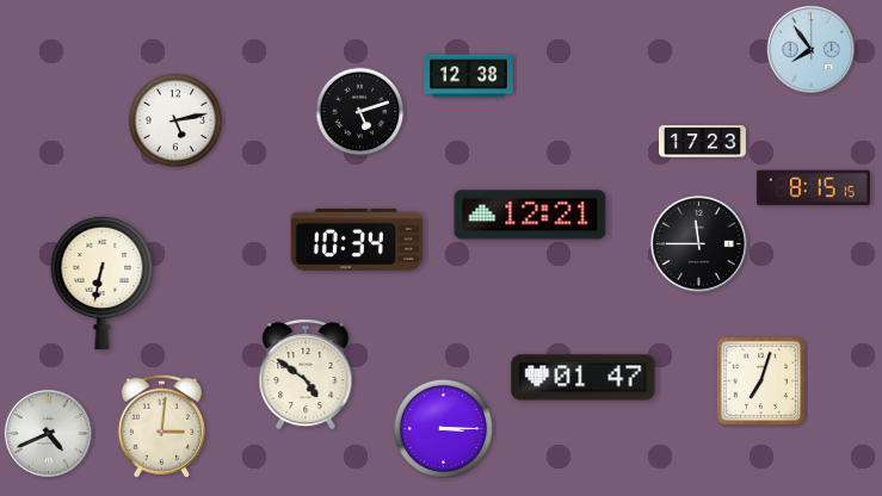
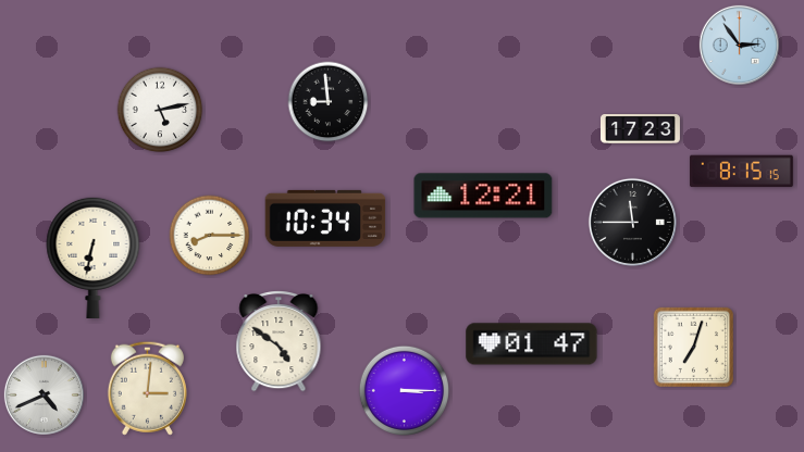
clock at (810, 49): 7:54 -> 2:54
clock at (469, 76): 12:38 -> none
clock at (360, 112): 5:12 -> 8:59
clock at (698, 243) position: (698, 243) -> (632, 222)
clock at (210, 236): none -> 8:15
